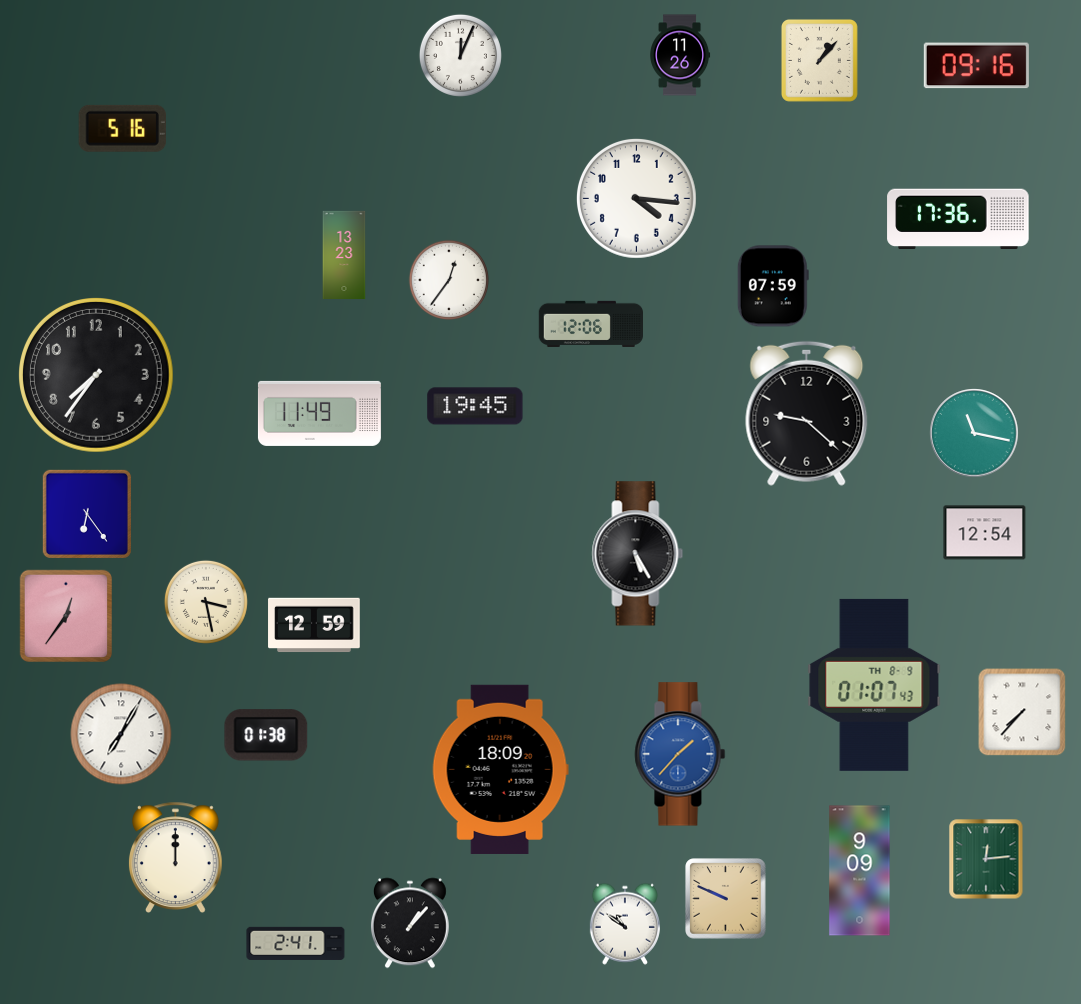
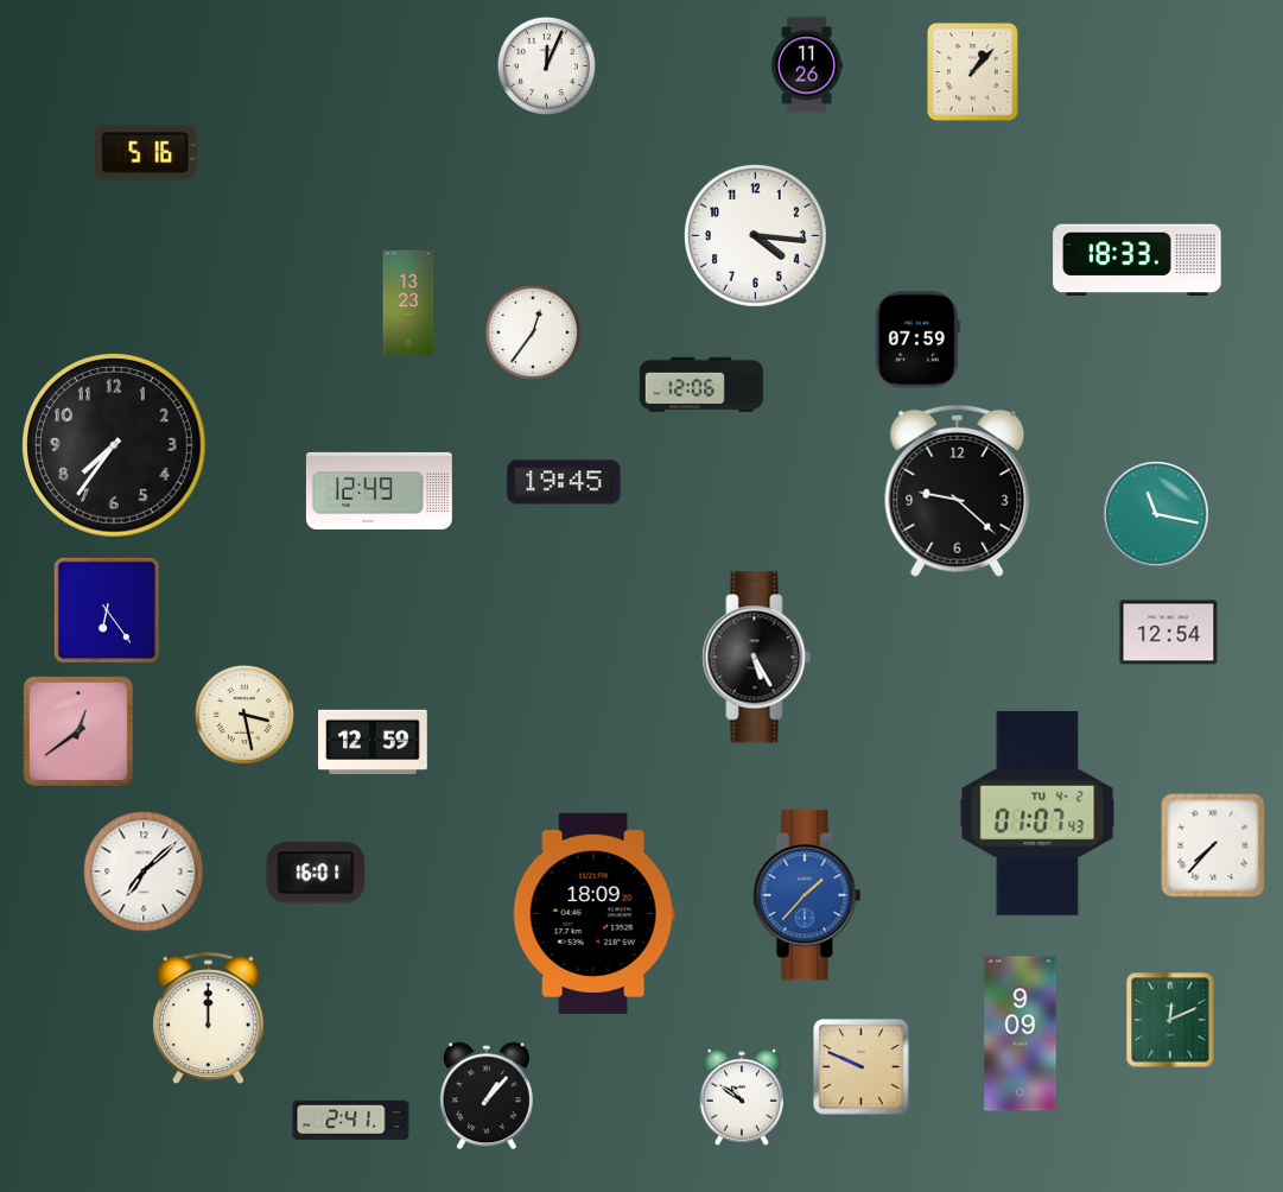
clock at (976, 66): 09:16 -> none
clock at (958, 219): 17:36 -> 18:33
clock at (319, 413): 11:49 -> 12:49
clock at (87, 514) position: (87, 514) -> (107, 610)
clock at (65, 615): 12:36 -> 12:39
clock at (874, 685) date: TH 8-9 -> TU 4-2
clock at (121, 734): 7:05 -> 7:08
clock at (266, 735): 01:38 -> 16:01
clock at (986, 859): 12:14 -> 12:11
